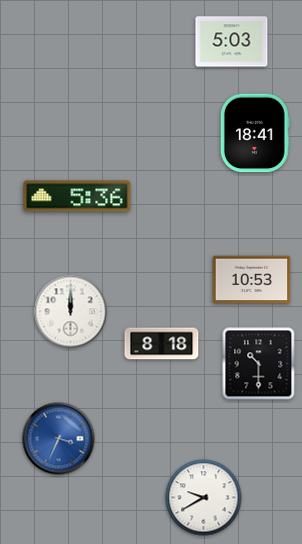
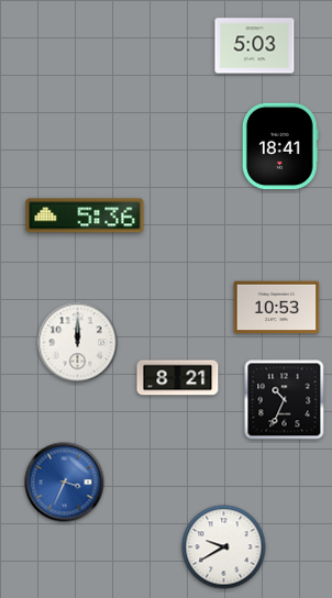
clock at (162, 344): 8:18 -> 8:21
clock at (259, 364): 10:30 -> 10:34
